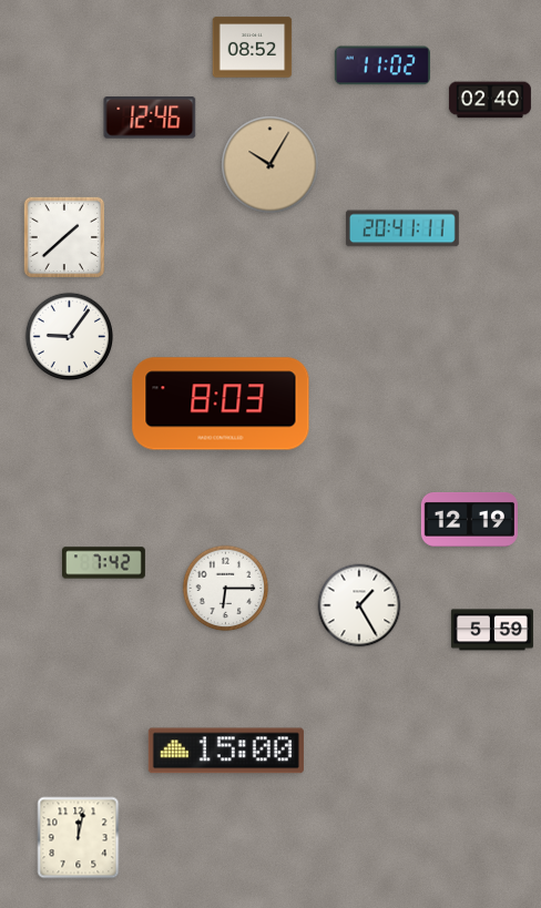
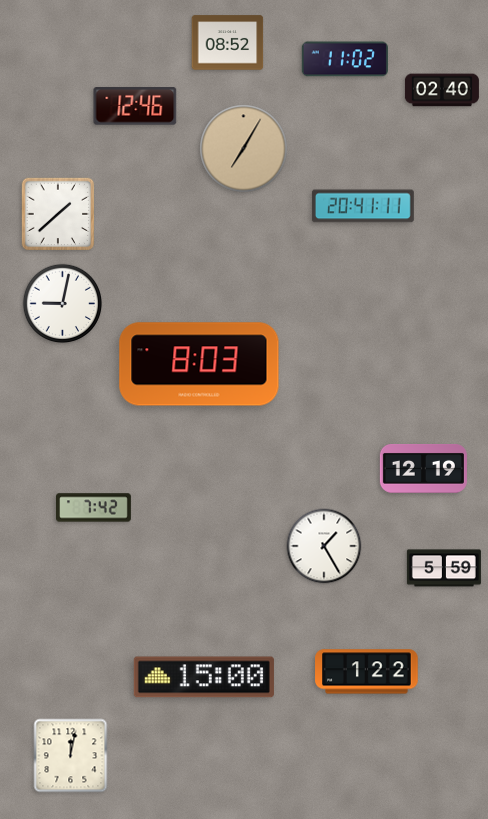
clock at (270, 165): 10:05 -> 7:05
clock at (70, 337): 9:06 -> 9:02
clock at (226, 589): 6:15 -> none
clock at (367, 672): none -> 1:22
